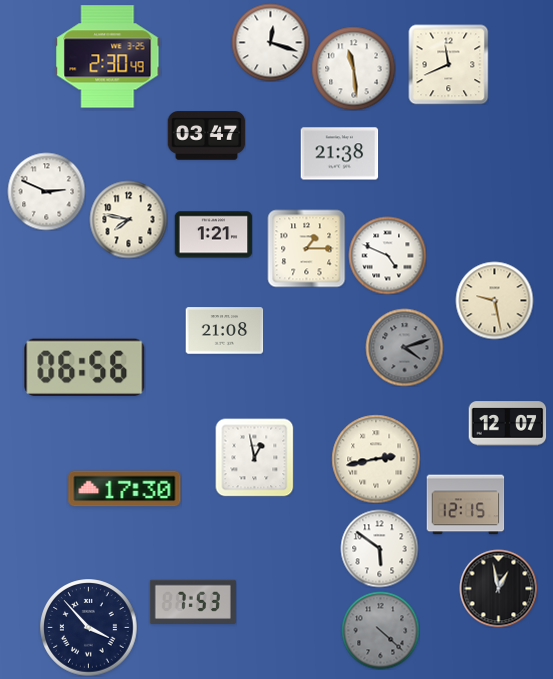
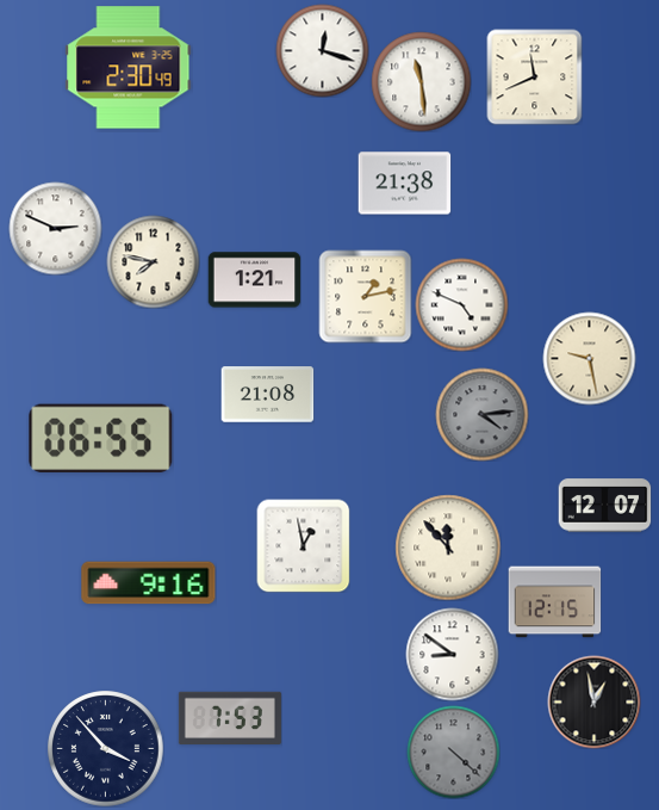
clock at (206, 136): 03:47 -> none
clock at (306, 248): 1:15 -> 1:13
clock at (404, 347): 4:12 -> 4:14
clock at (85, 367): 06:56 -> 06:55
clock at (376, 459): 2:43 -> 11:53
clock at (125, 489): 17:30 -> 9:16
clock at (379, 548): 5:51 -> 8:51
